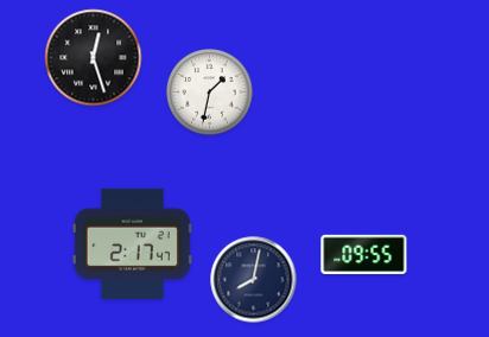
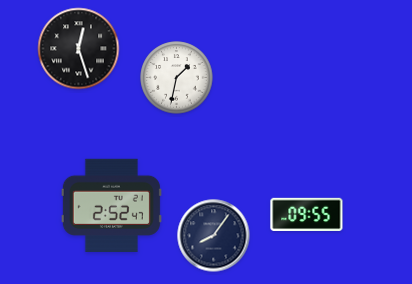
clock at (132, 243): 2:17 -> 2:52
clock at (254, 280): 8:02 -> 8:06
